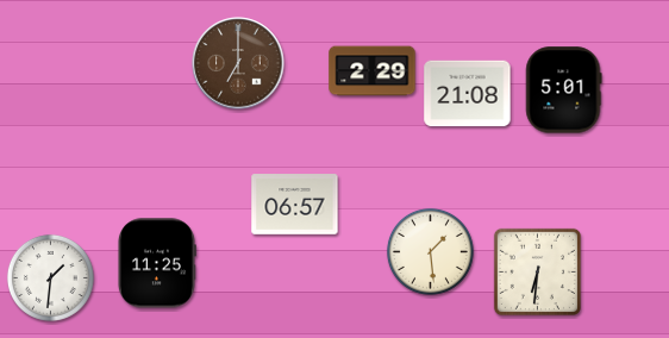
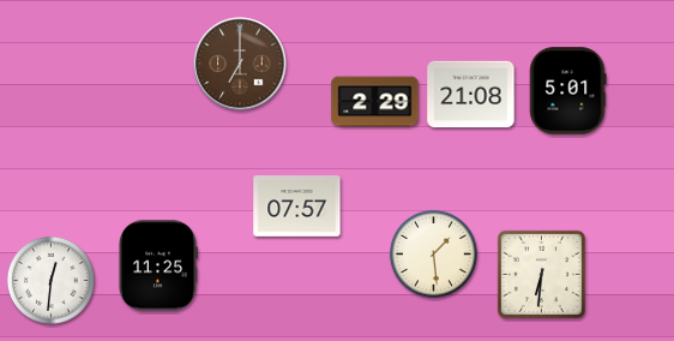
clock at (373, 71) position: (373, 71) -> (375, 102)
clock at (295, 205): 06:57 -> 07:57
clock at (50, 277): 1:31 -> 12:31
